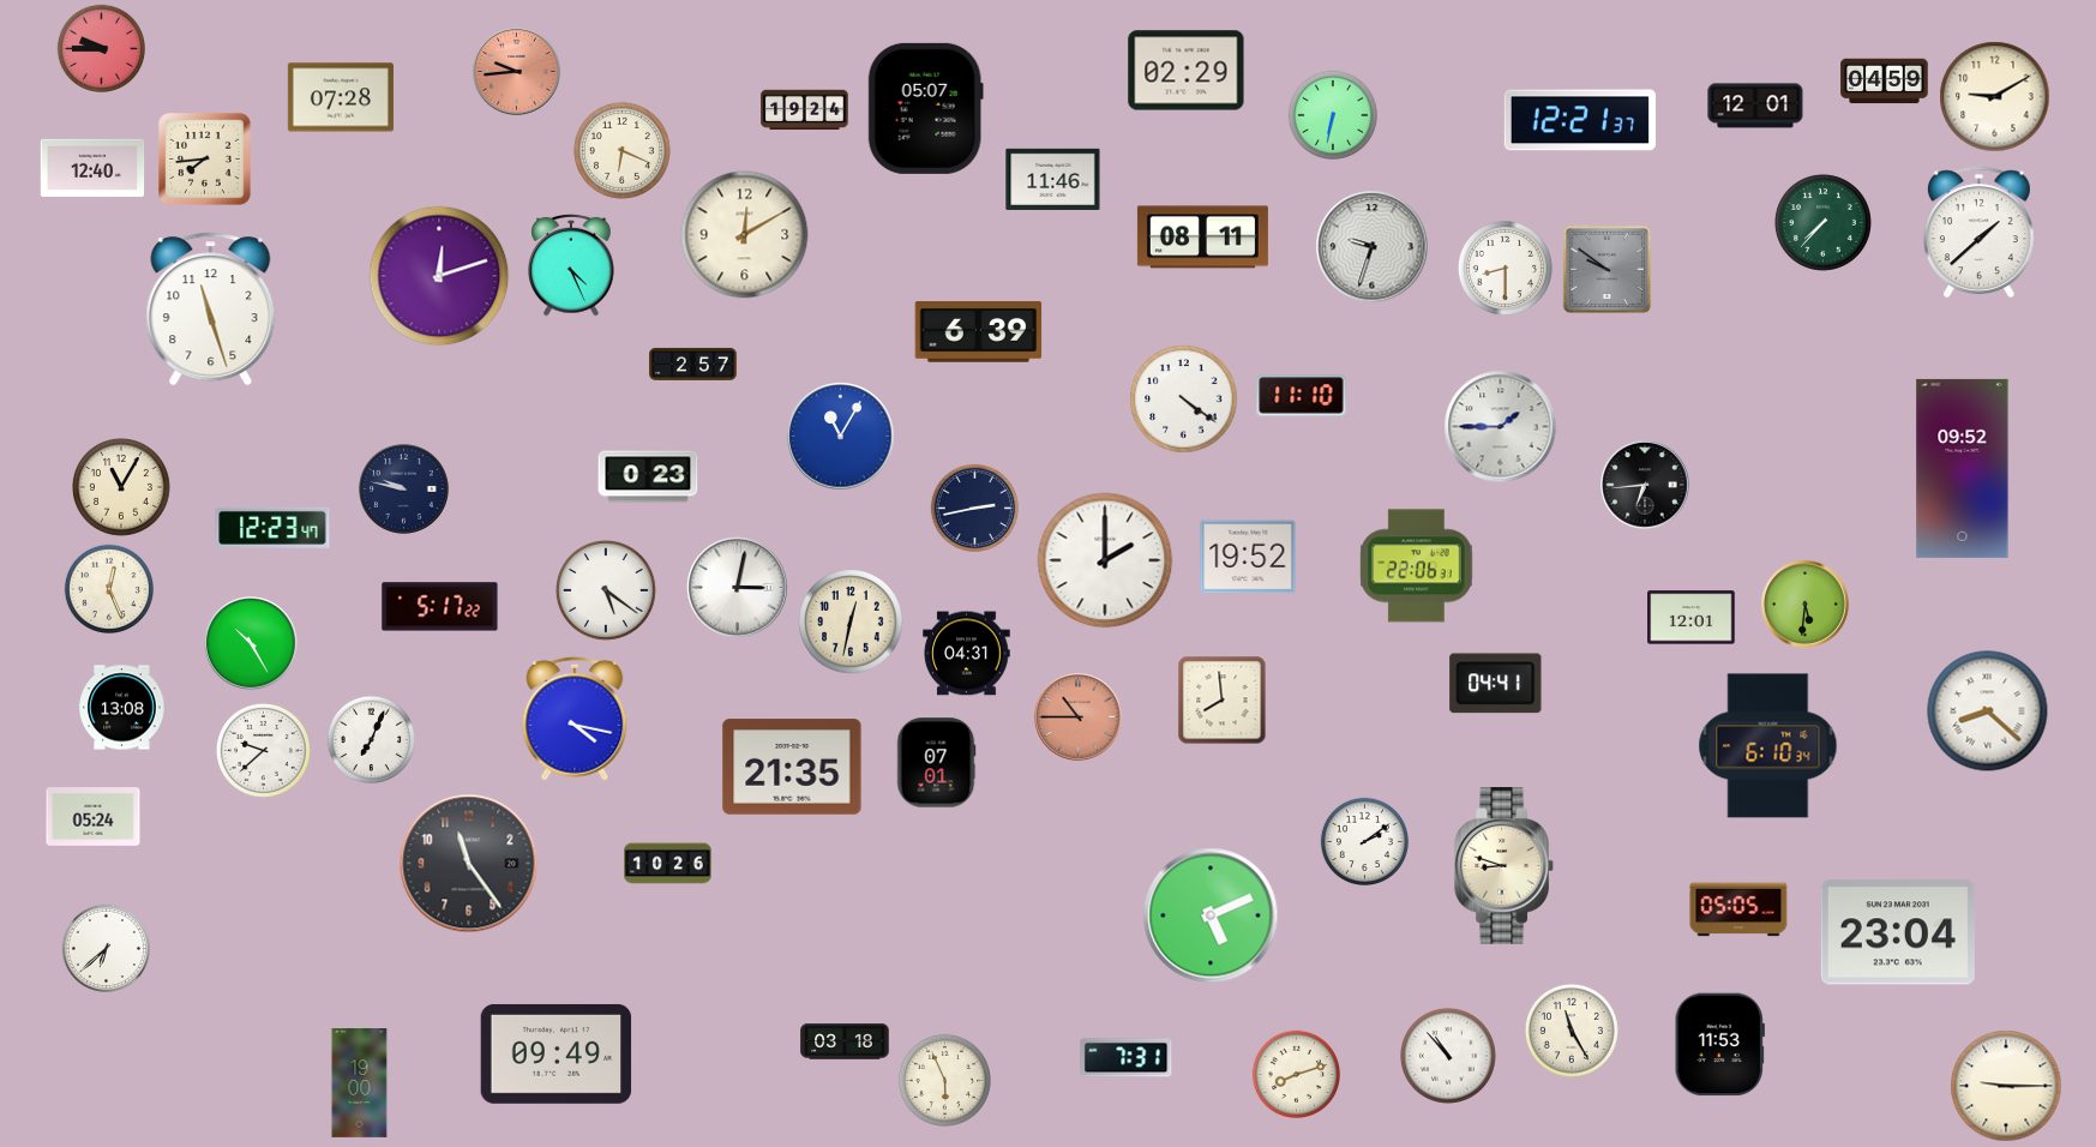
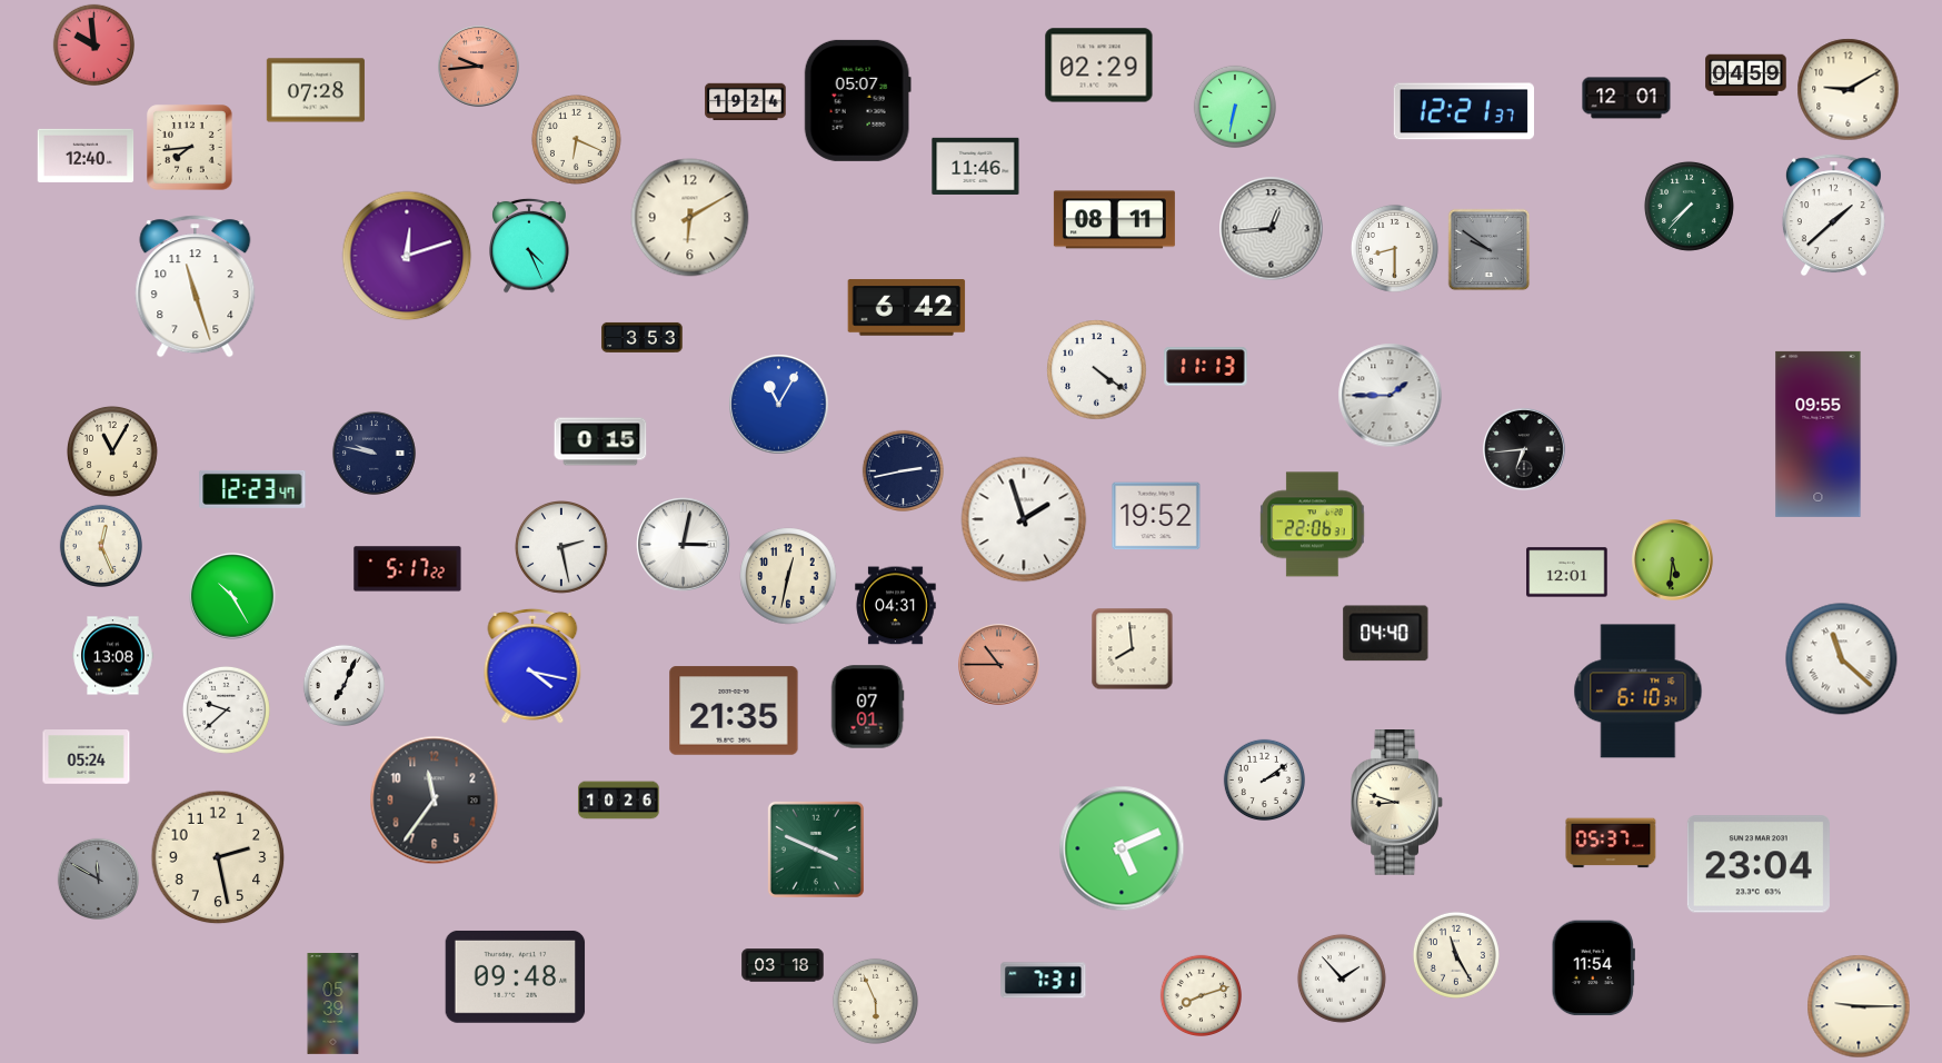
clock at (101, 48): 9:45 -> 9:59
clock at (745, 235): 12:10 -> 6:10
clock at (1373, 247): 9:33 -> 12:44
clock at (979, 332): 6:39 -> 6:42
clock at (693, 364): 2:57 -> 3:53
clock at (1302, 396): 11:10 -> 11:13
clock at (1963, 468): 09:52 -> 09:55
clock at (648, 476): 0:23 -> 0:15
clock at (1105, 560): 2:00 -> 1:57
clock at (606, 590): 5:21 -> 2:28
clock at (440, 607) position: (440, 607) -> (408, 569)
clock at (1496, 684): 04:41 -> 04:40
clock at (1988, 711): 8:22 -> 11:22
clock at (263, 750) position: (263, 750) -> (226, 709)
clock at (469, 864): 11:24 -> 11:36
clock at (1503, 866) position: (1503, 866) -> (1396, 803)
clock at (1738, 909): 05:05 -> 05:37
clock at (816, 850): none -> 3:49
clock at (218, 857): none -> 2:28
clock at (106, 948): 6:38 -> 11:50
clock at (106, 948) dial: white -> grey
clock at (1719, 1045): 11:53 -> 11:54
clock at (557, 1053): 09:49 -> 09:48
clock at (1448, 1056): 10:53 -> 1:53
clock at (360, 1083): 19:00 -> 05:39
